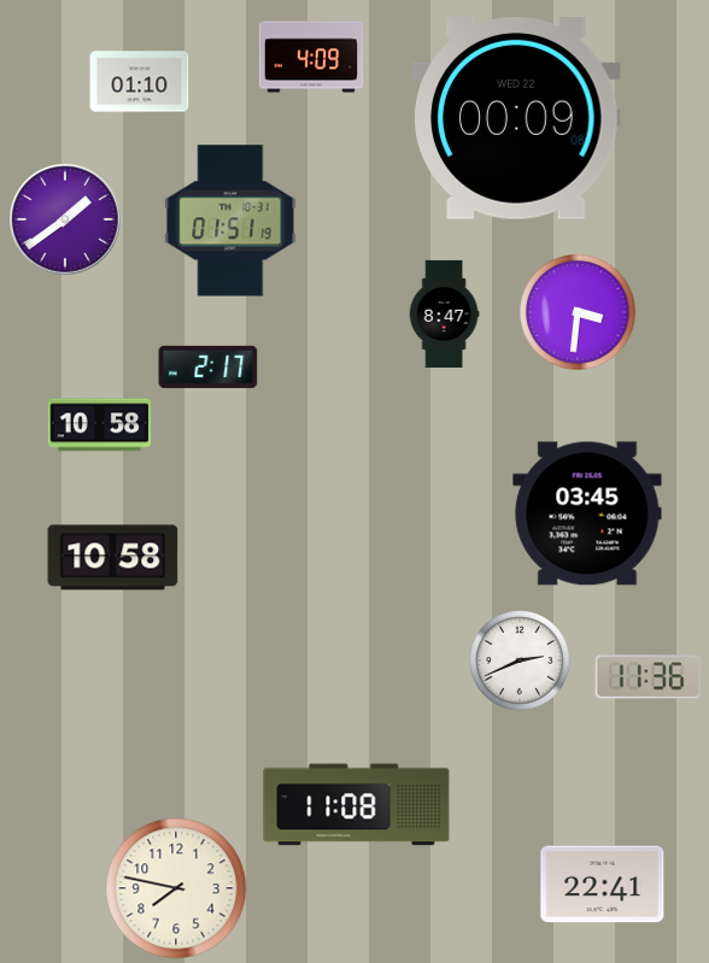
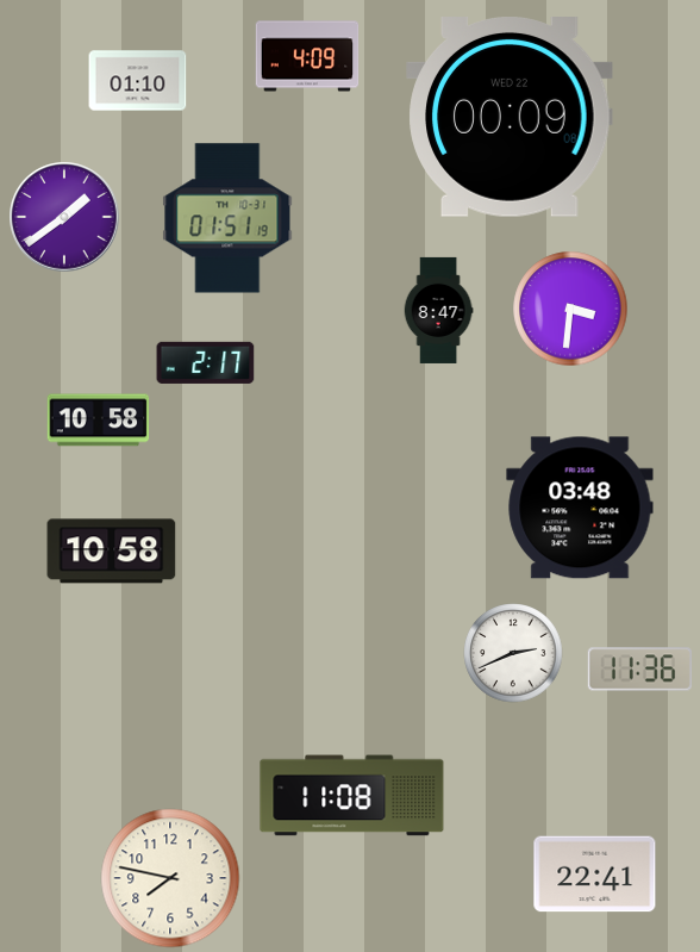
clock at (587, 513): 03:45 -> 03:48
clock at (176, 888) position: (176, 888) -> (170, 878)
